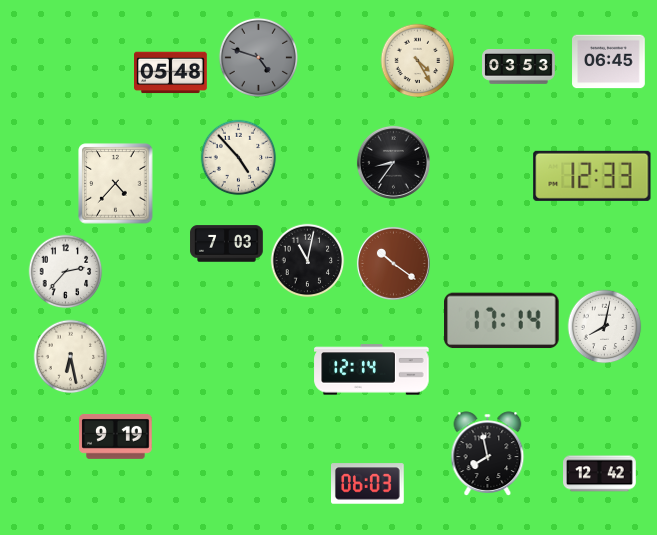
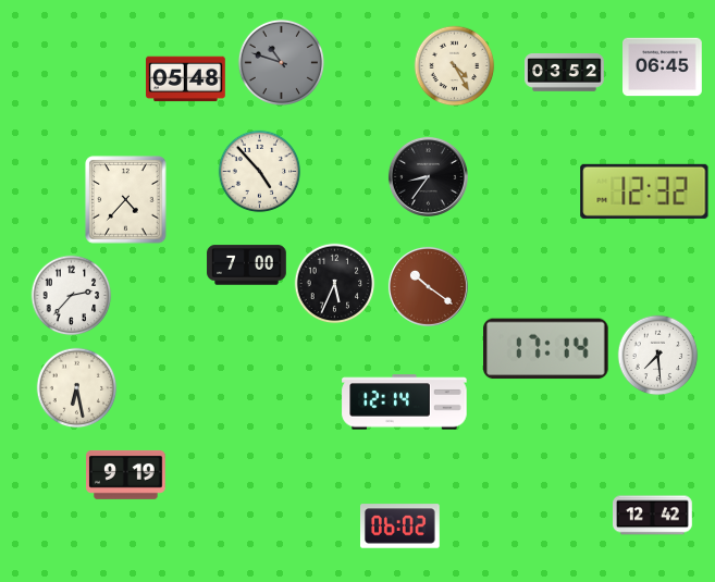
clock at (258, 57): 4:48 -> 10:48
clock at (519, 67): 03:53 -> 03:52
clock at (592, 176): 12:33 -> 12:32
clock at (227, 244): 7:03 -> 7:00
clock at (308, 261): 11:02 -> 5:34
clock at (605, 327): 8:02 -> 7:29
clock at (488, 454): 7:58 -> none
clock at (368, 484): 06:03 -> 06:02
